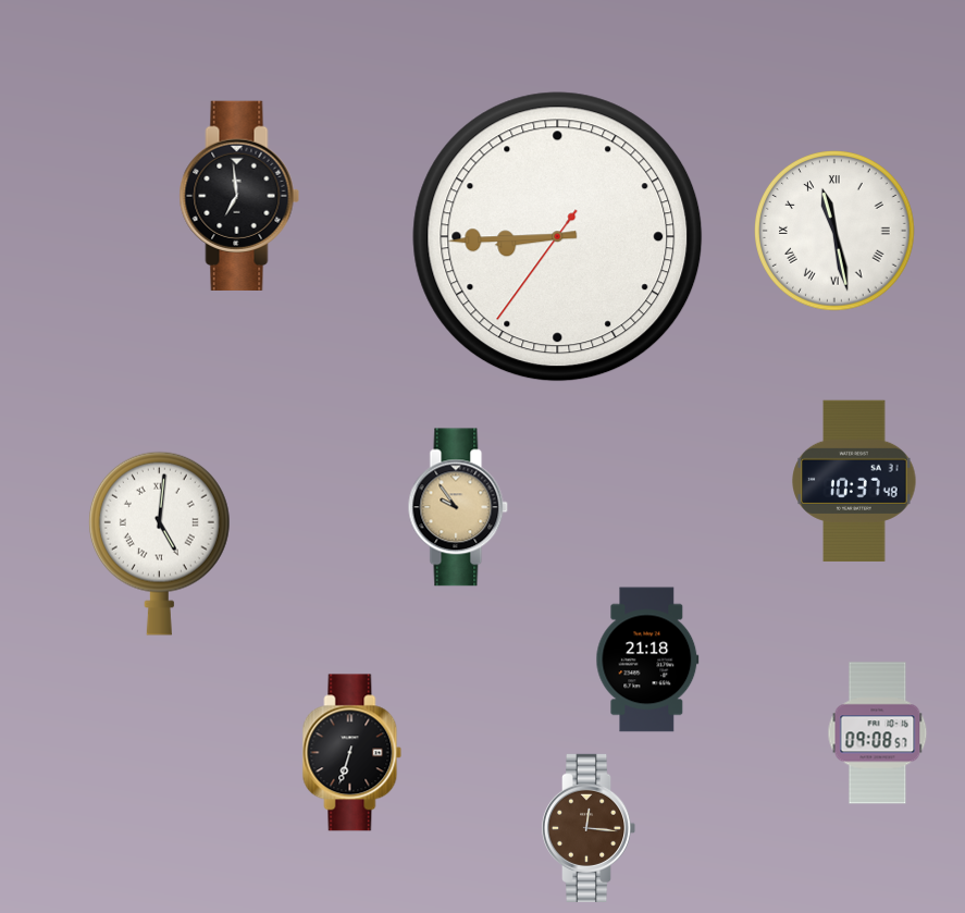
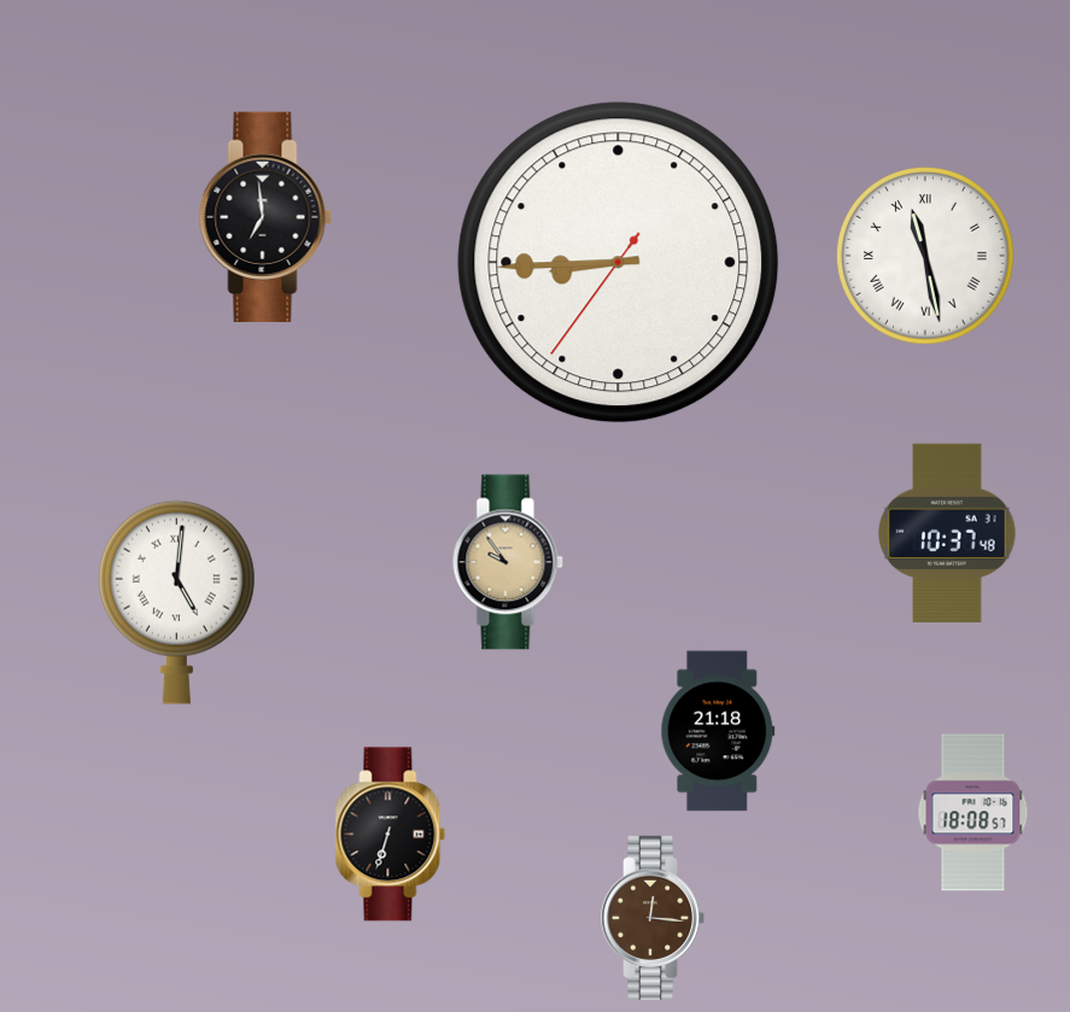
clock at (878, 733): 09:08 -> 18:08
